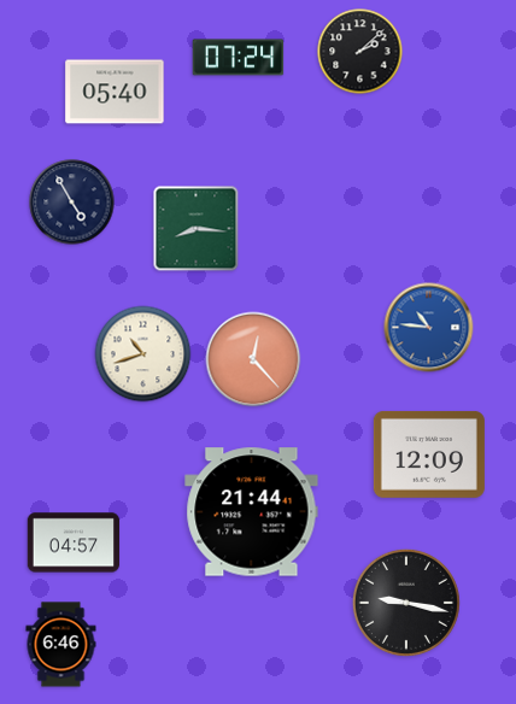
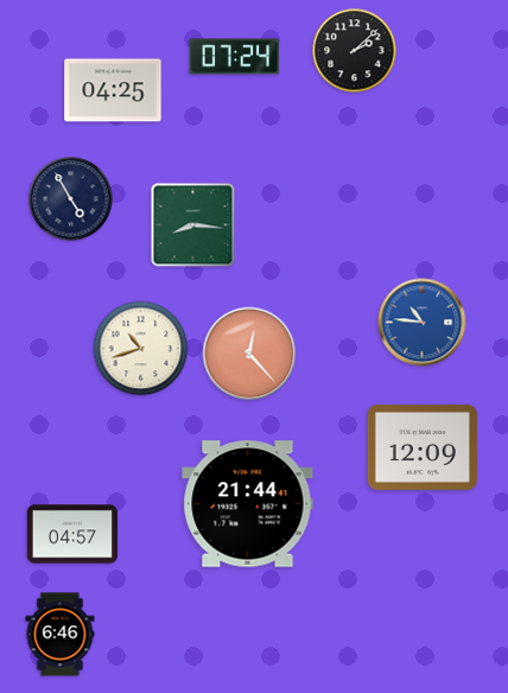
clock at (115, 92): 05:40 -> 04:25
clock at (406, 603): 9:17 -> none
